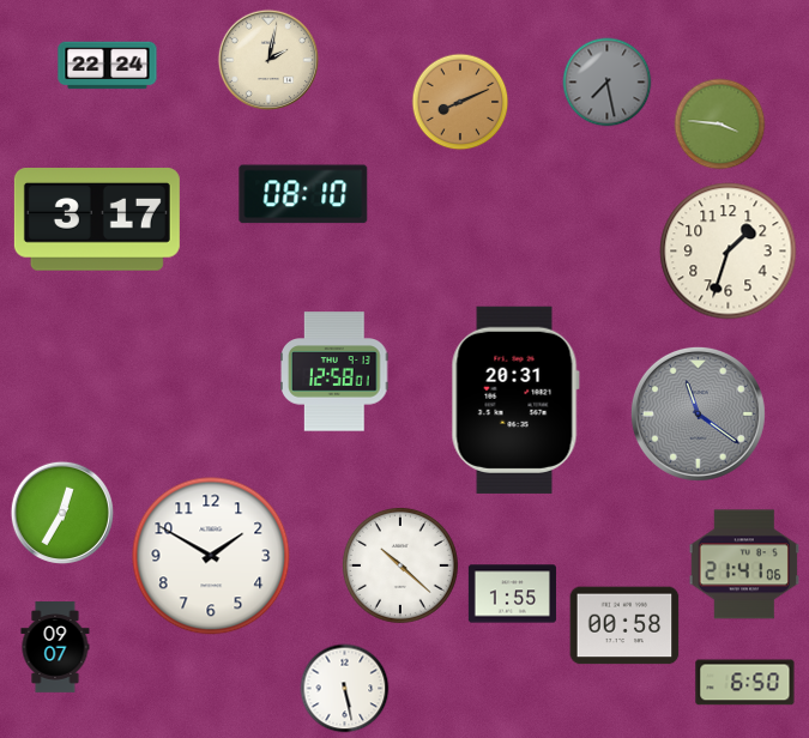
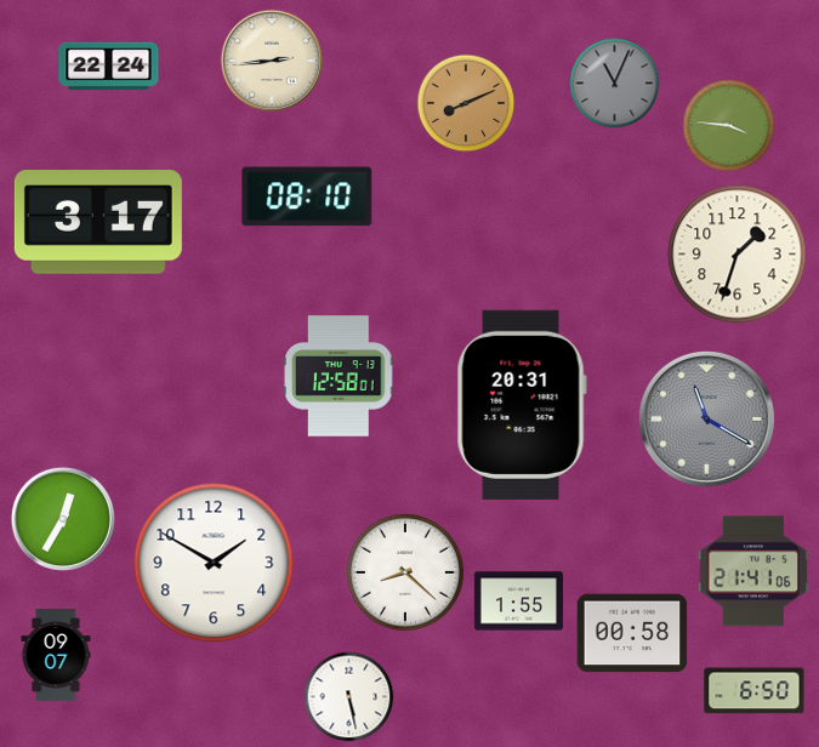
clock at (267, 59): 2:02 -> 2:44
clock at (608, 83): 7:28 -> 11:04
clock at (698, 413): 11:21 -> 11:20
clock at (400, 565): 10:22 -> 8:22
